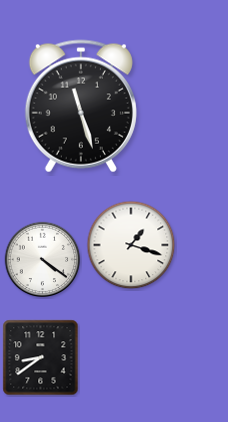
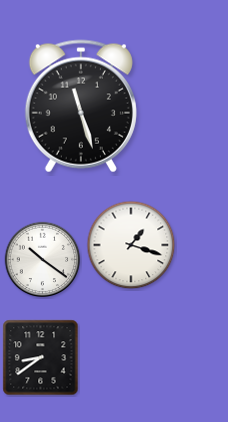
clock at (43, 260): 4:21 -> 10:21
